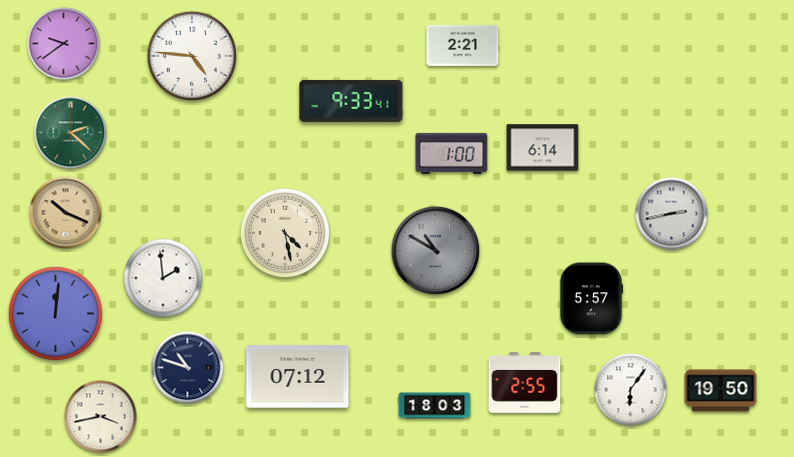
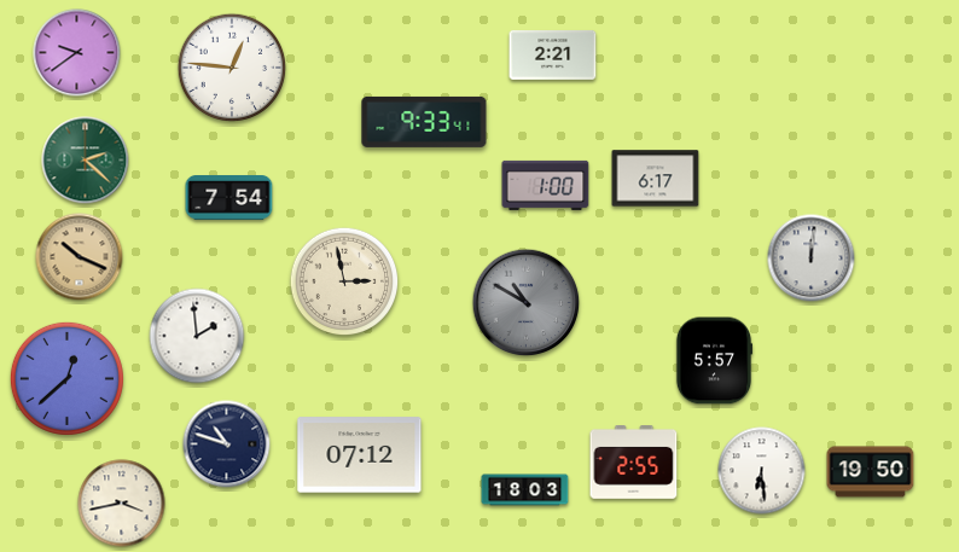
clock at (463, 45) position: (463, 45) -> (553, 54)
clock at (192, 56): 4:46 -> 12:46
clock at (543, 148): 6:14 -> 6:17
clock at (229, 198): none -> 7:54
clock at (672, 214): 2:43 -> 12:01
clock at (285, 233): 4:28 -> 2:58
clock at (55, 313): 12:01 -> 12:38
clock at (631, 390): 6:06 -> 6:29
